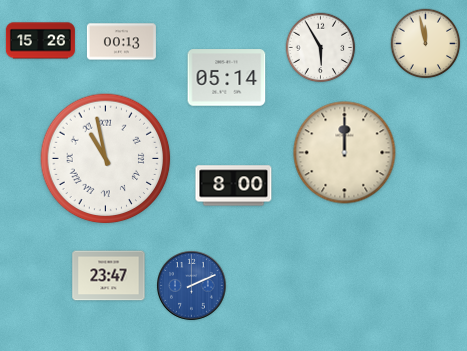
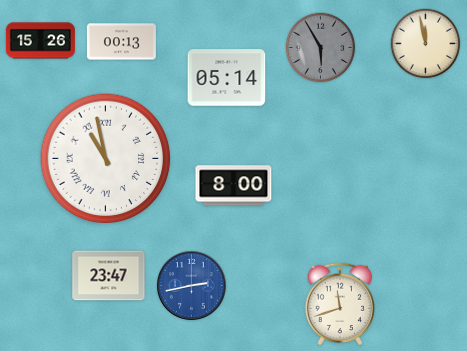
clock at (321, 48) dial: white -> grey
clock at (345, 153): 12:00 -> none
clock at (192, 286): 2:11 -> 2:43
clock at (340, 303): none -> 11:42
